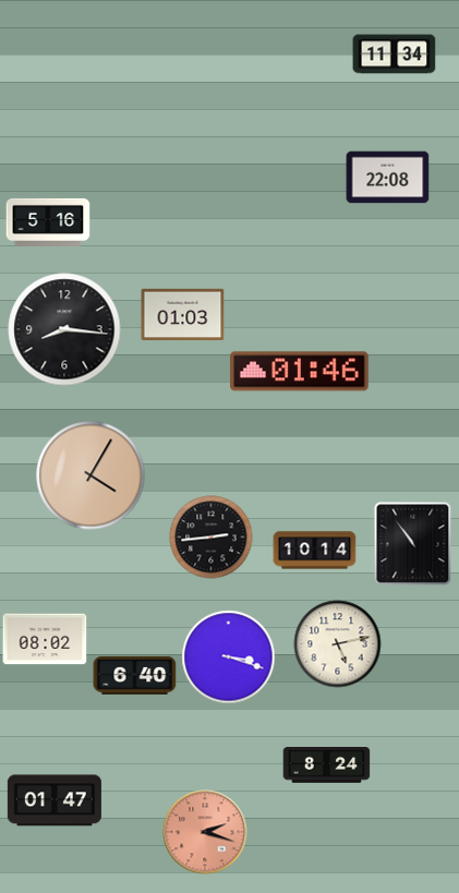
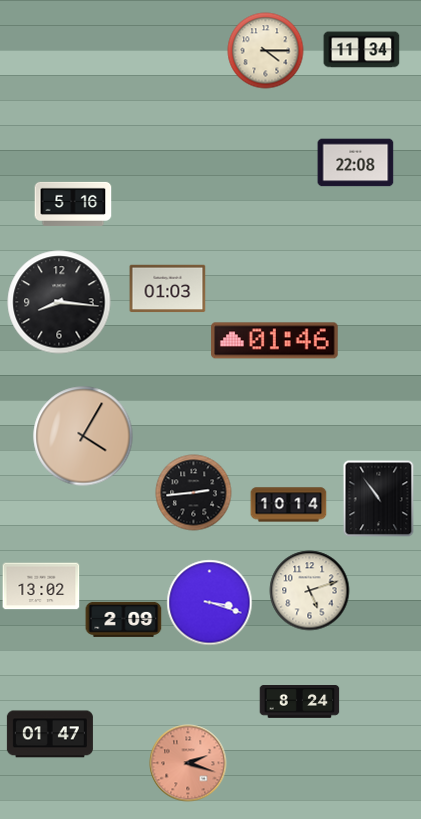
clock at (266, 51): none -> 4:15
clock at (48, 222) position: (48, 222) -> (73, 204)
clock at (45, 639): 08:02 -> 13:02
clock at (338, 644): 5:13 -> 5:12
clock at (135, 675): 6:40 -> 2:09
